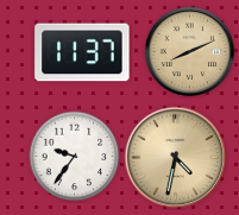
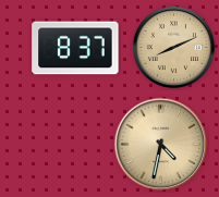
clock at (82, 52): 11:37 -> 8:37
clock at (75, 157): 9:36 -> none
